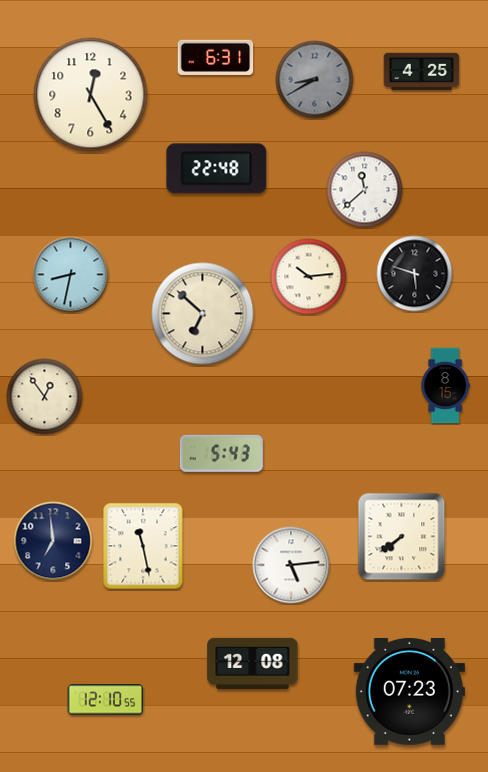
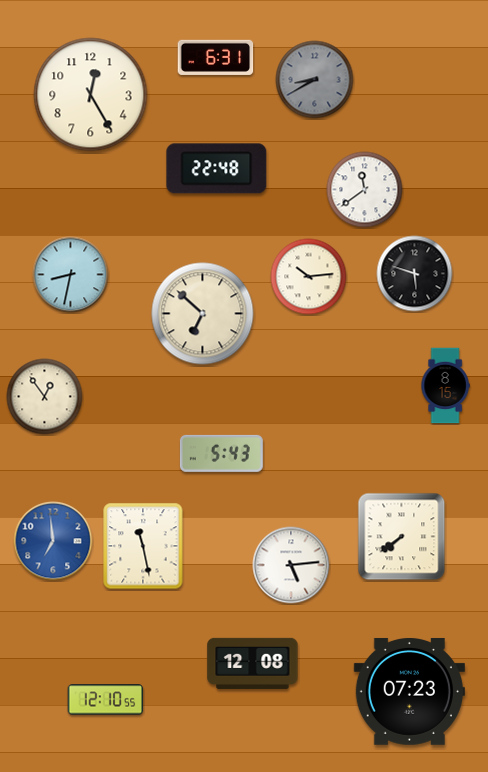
clock at (422, 72): 4:25 -> none
clock at (365, 190): 11:38 -> 11:39
clock at (53, 541) dial: navy -> blue
